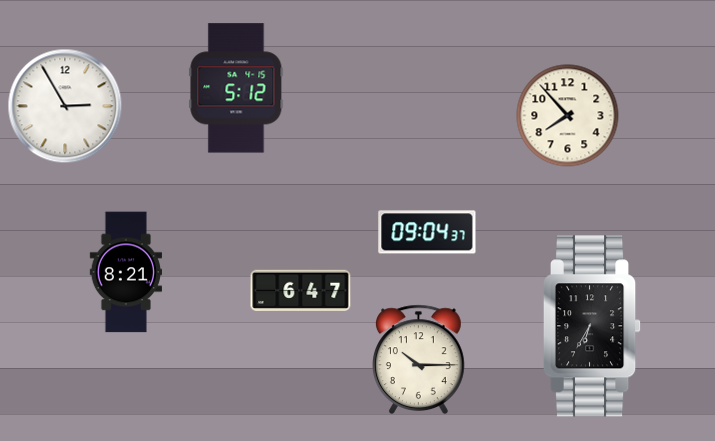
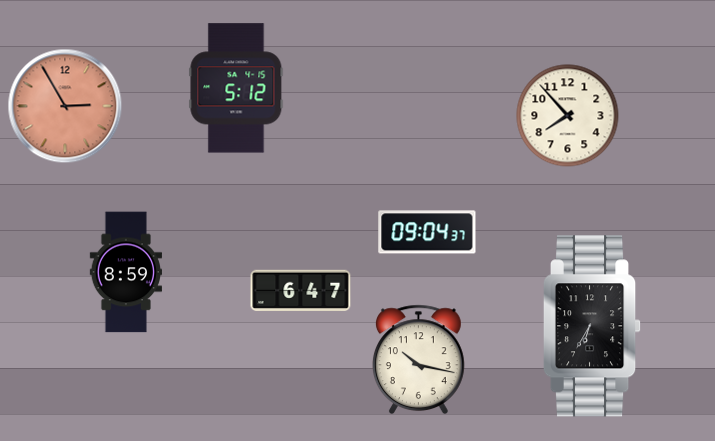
clock at (65, 106) dial: white -> salmon
clock at (125, 272): 8:21 -> 8:59
clock at (418, 360): 10:15 -> 10:17
